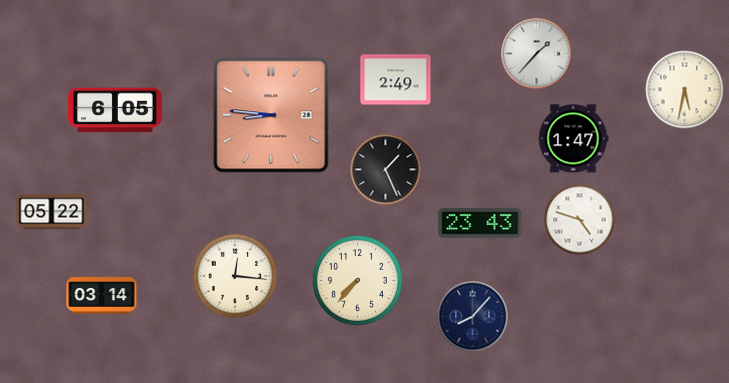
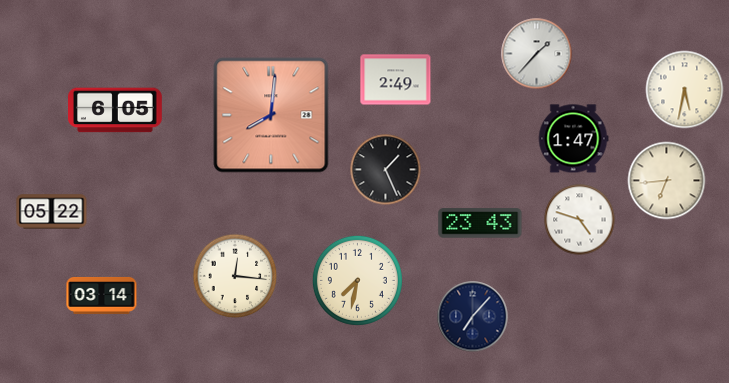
clock at (271, 115): 8:46 -> 8:01
clock at (667, 181): none -> 6:44
clock at (357, 280): 7:37 -> 7:32
clock at (473, 317): 8:07 -> 7:07
